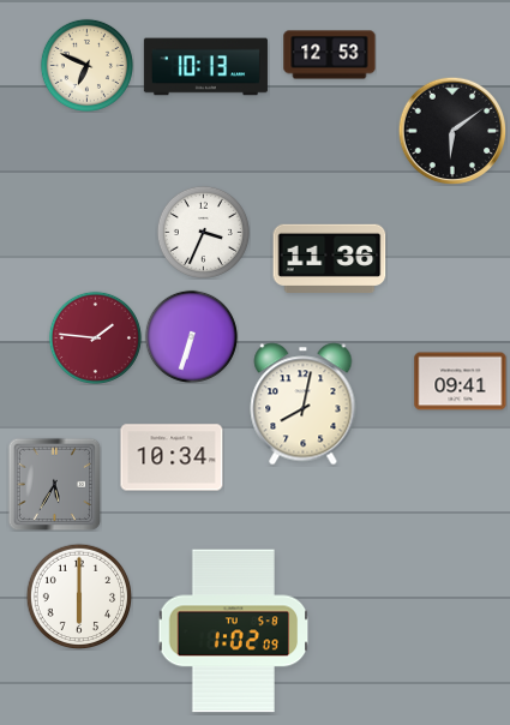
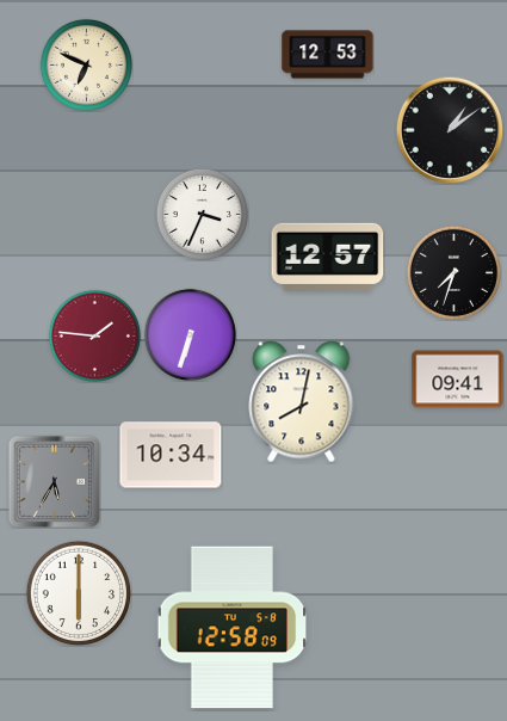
clock at (205, 67): 10:13 -> none
clock at (452, 131): 6:09 -> 1:09
clock at (203, 232) position: (203, 232) -> (202, 214)
clock at (330, 258): 11:36 -> 12:57
clock at (453, 272): none -> 7:33
clock at (234, 631): 1:02 -> 12:58
